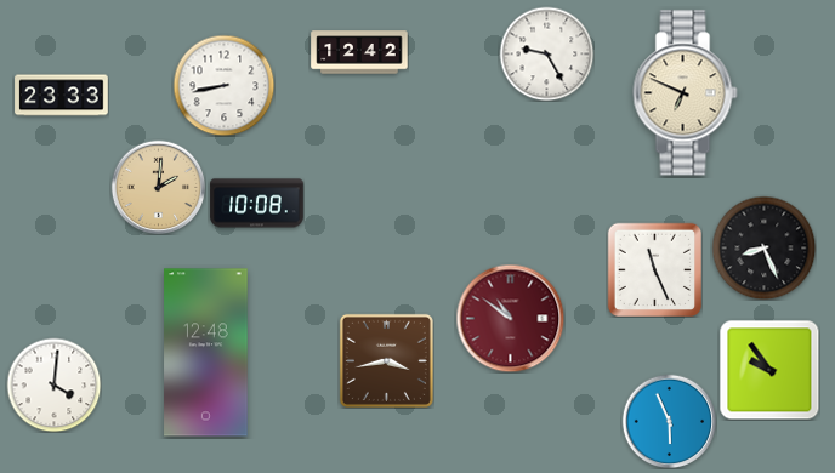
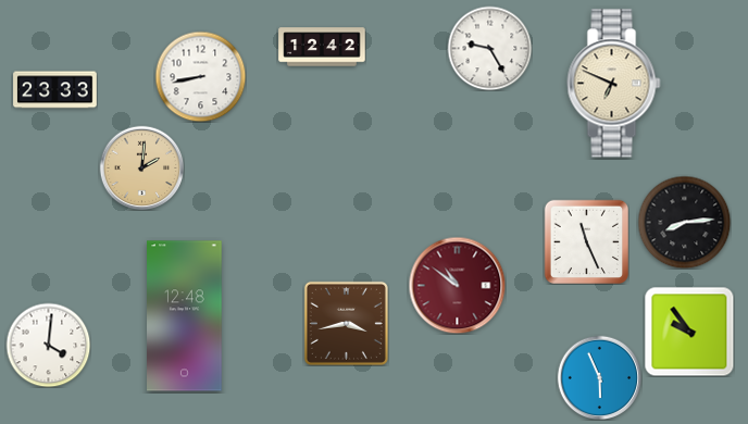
clock at (62, 96) position: (62, 96) -> (55, 90)
clock at (257, 204): 10:08 -> none
clock at (763, 247): 8:26 -> 8:14
